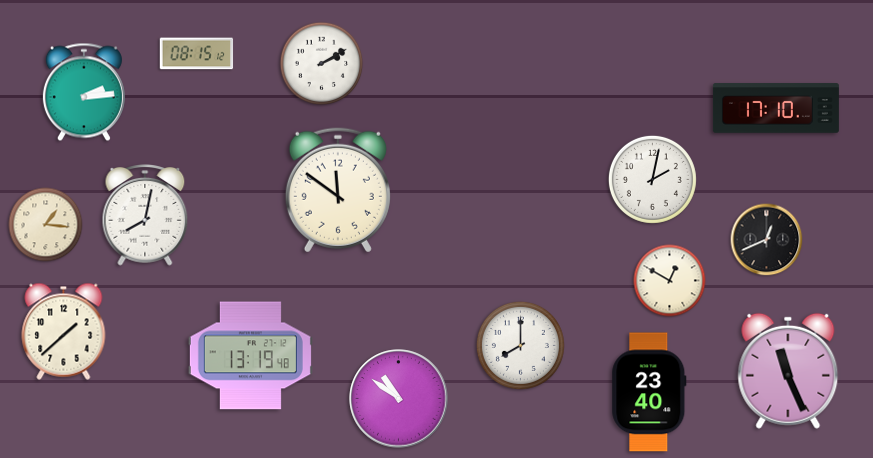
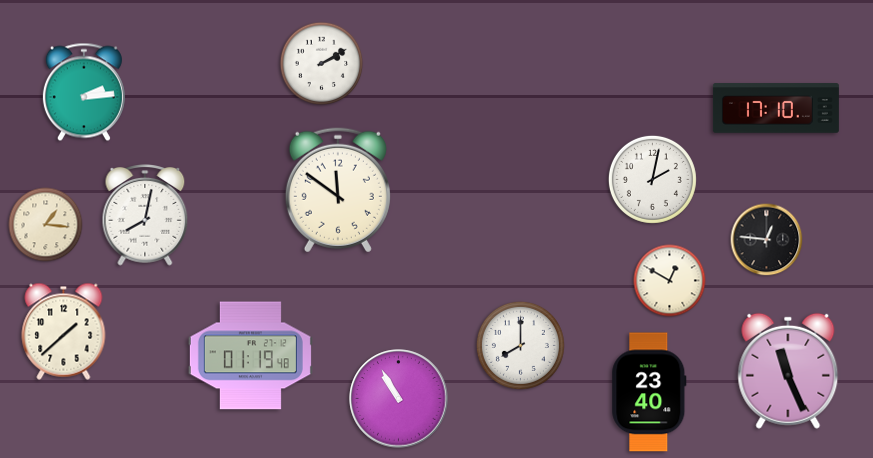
clock at (197, 54): 08:15 -> none
clock at (767, 240): 12:41 -> 12:46
clock at (250, 356): 13:19 -> 01:19
clock at (399, 399): 10:51 -> 10:55
